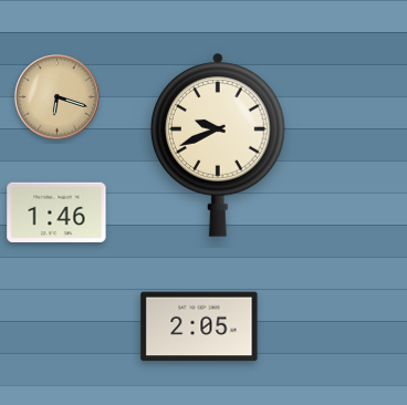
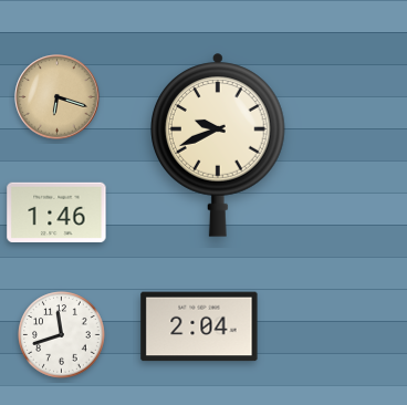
clock at (199, 326): 2:05 -> 2:04
clock at (62, 335): none -> 11:42
